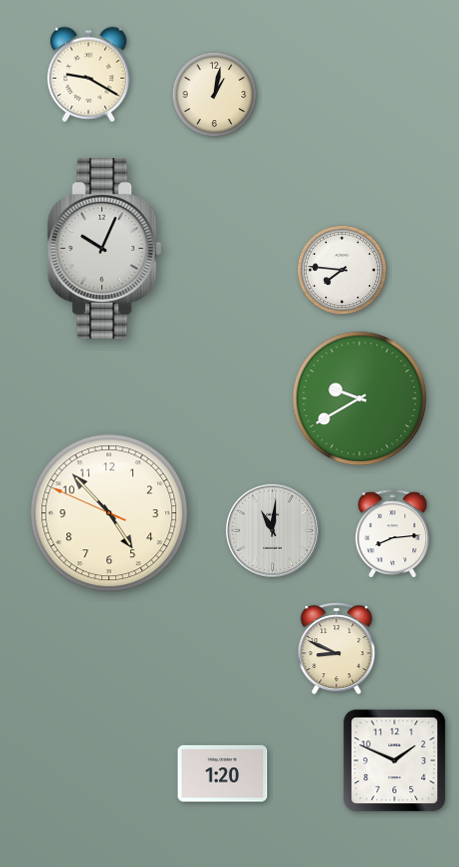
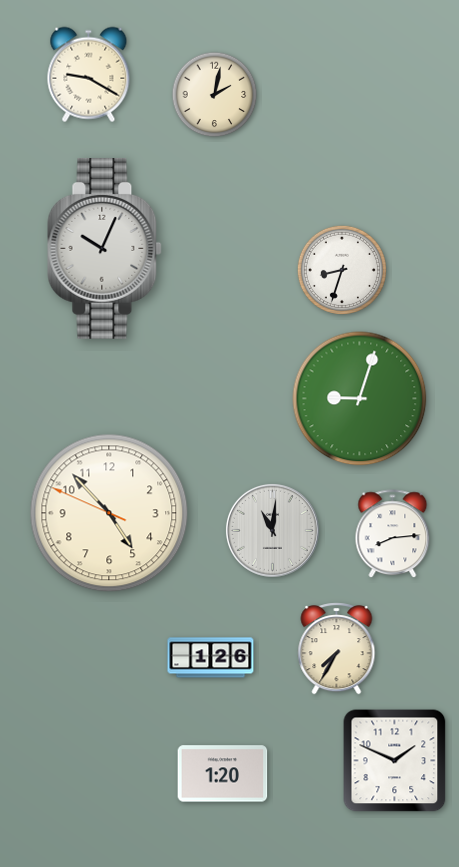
clock at (215, 95): 1:02 -> 2:02
clock at (342, 270): 7:46 -> 8:33
clock at (360, 399): 9:40 -> 9:03
clock at (337, 649): 8:49 -> 7:35
clock at (211, 658): none -> 1:26
